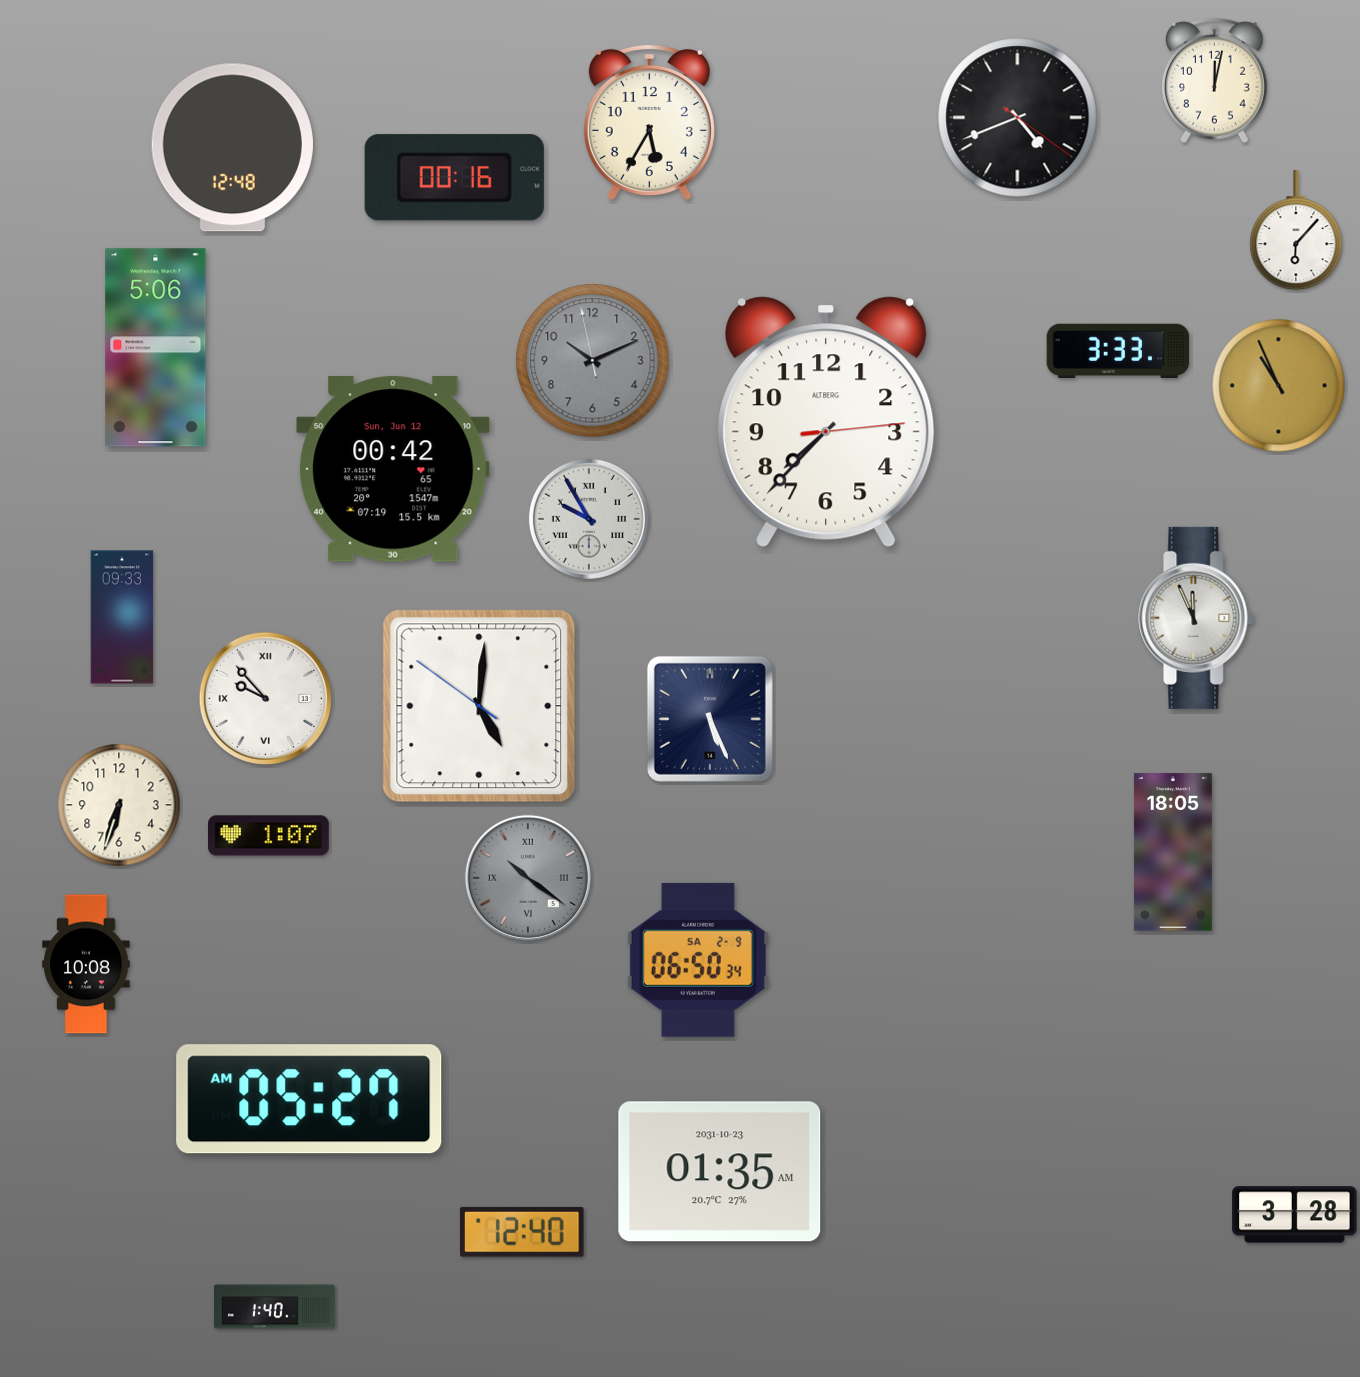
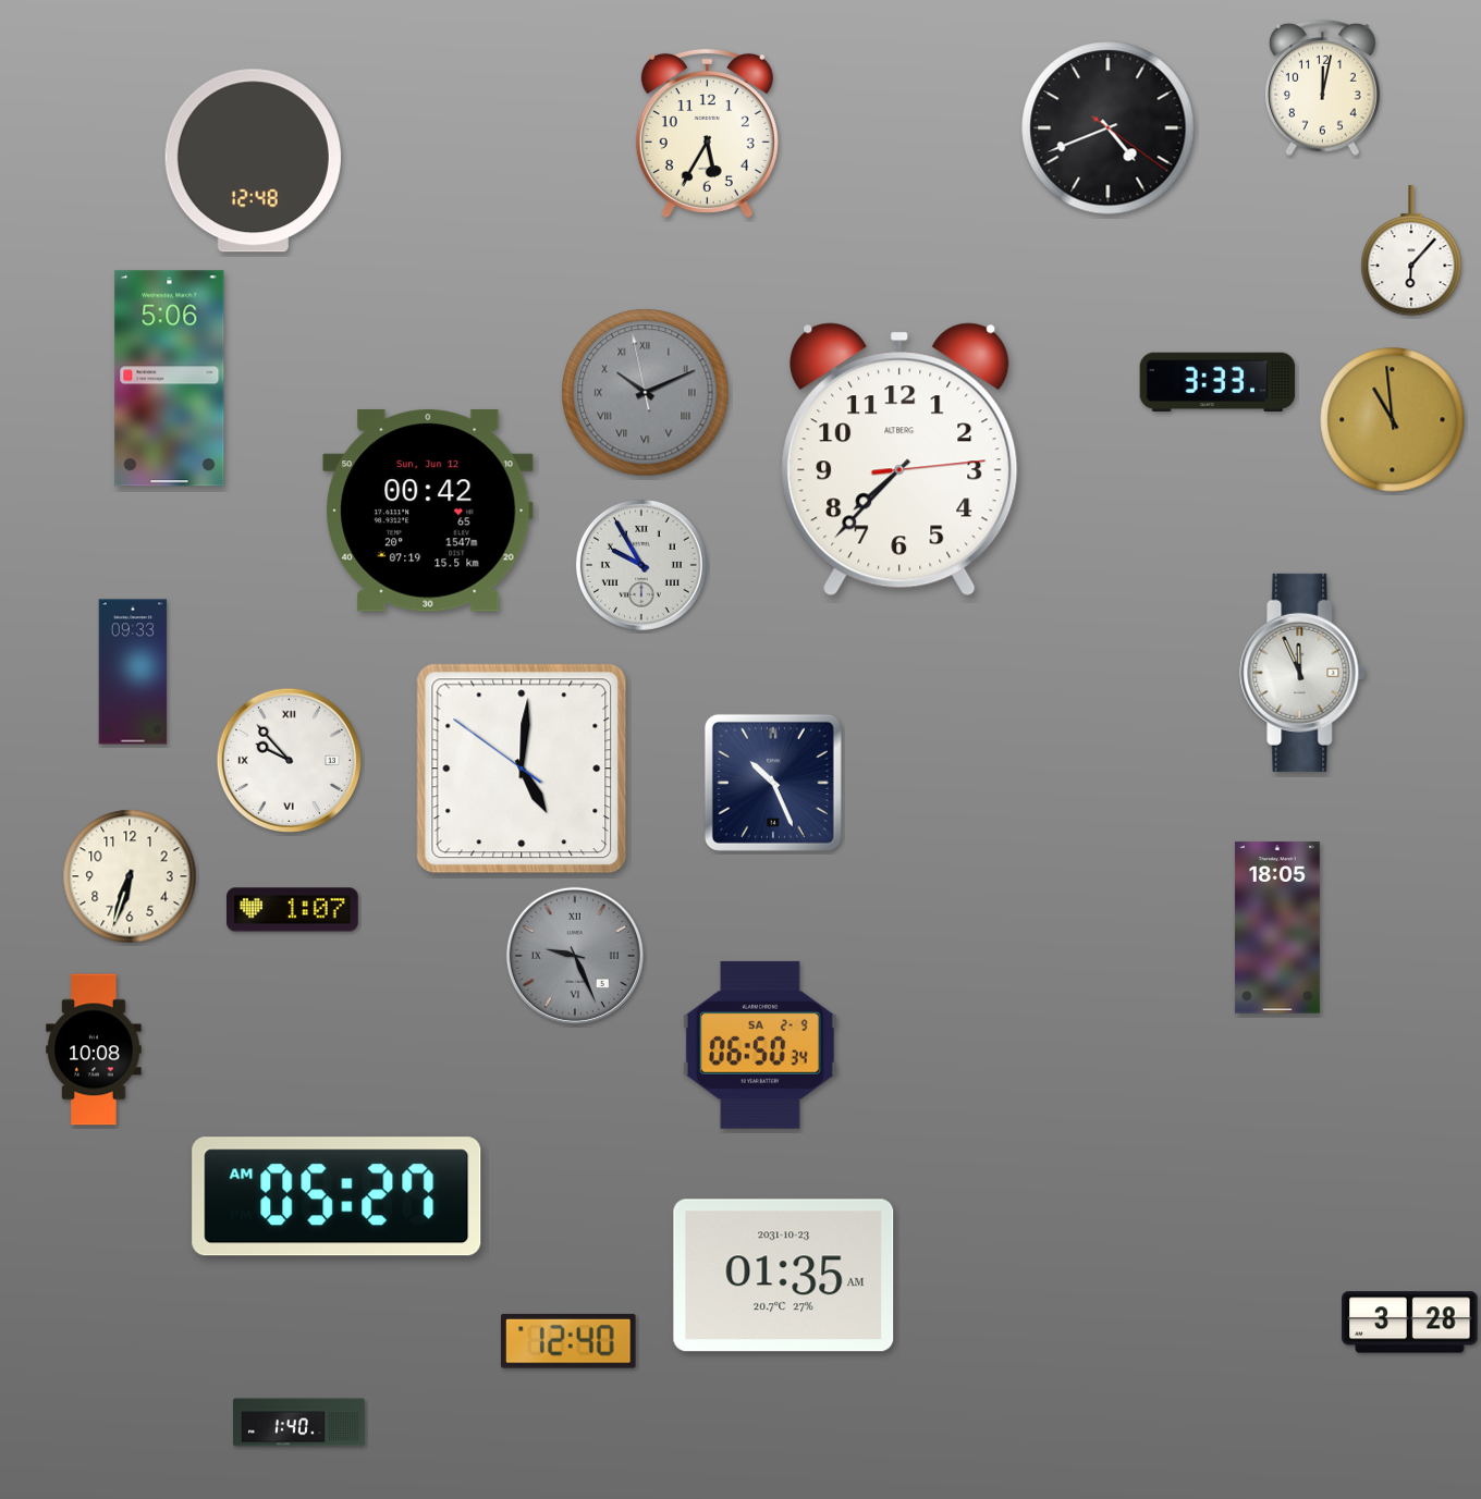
clock at (454, 178): 00:16 -> none
clock at (593, 361) numerals: Arabic -> Roman
clock at (1279, 386): 10:56 -> 10:59
clock at (710, 719): 5:26 -> 10:26
clock at (528, 878): 10:21 -> 9:26
